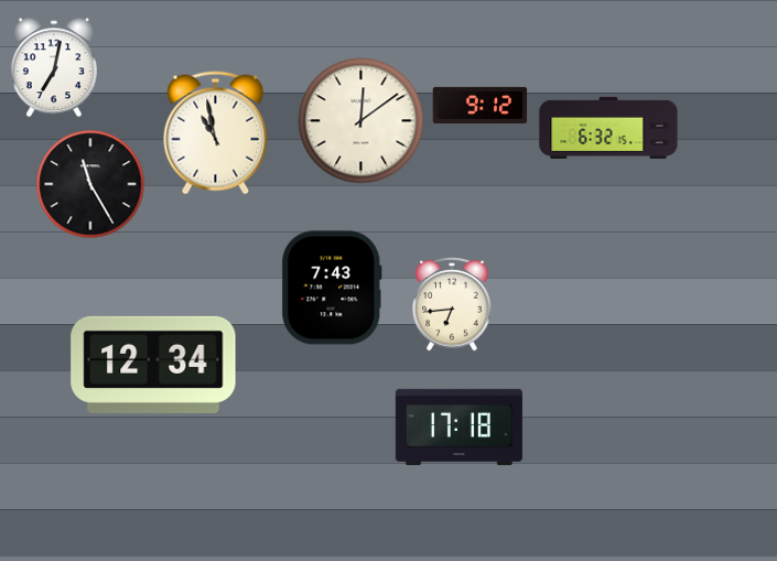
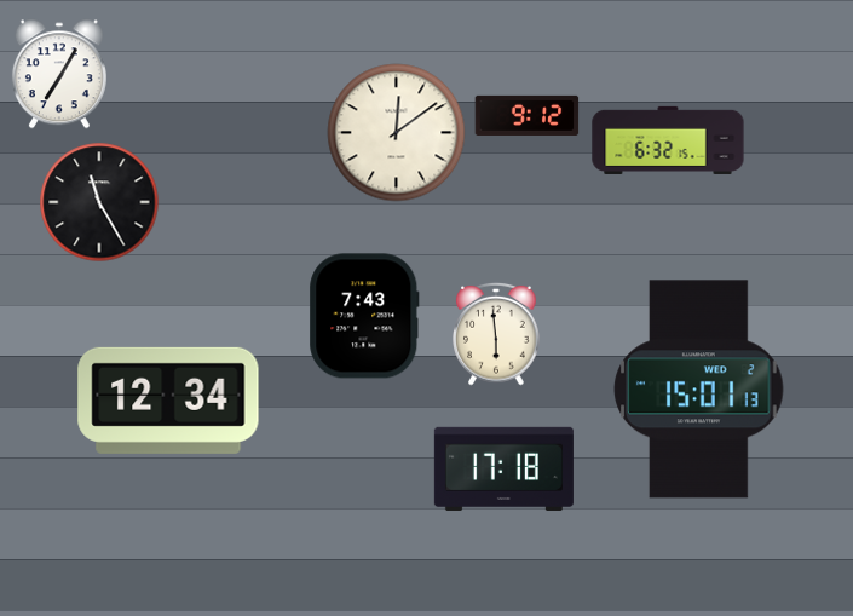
clock at (54, 67): 7:02 -> 7:05
clock at (216, 133): 10:58 -> none
clock at (452, 304): 6:44 -> 5:59
clock at (699, 390): none -> 15:01
